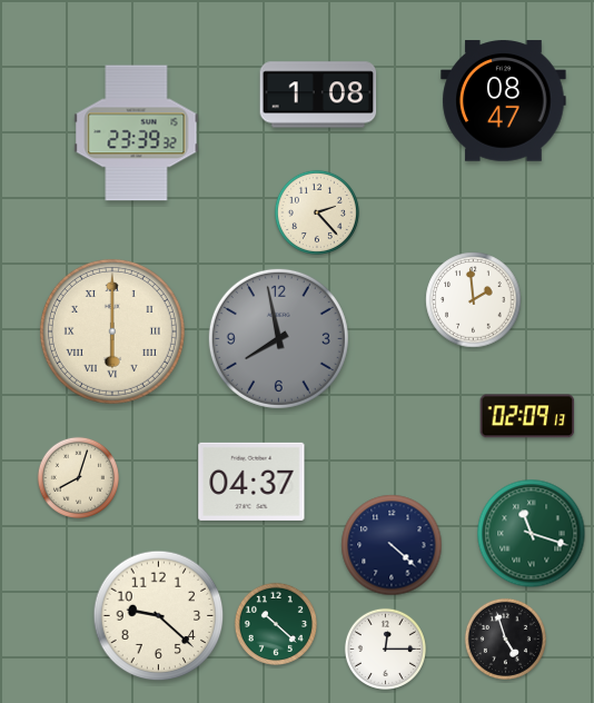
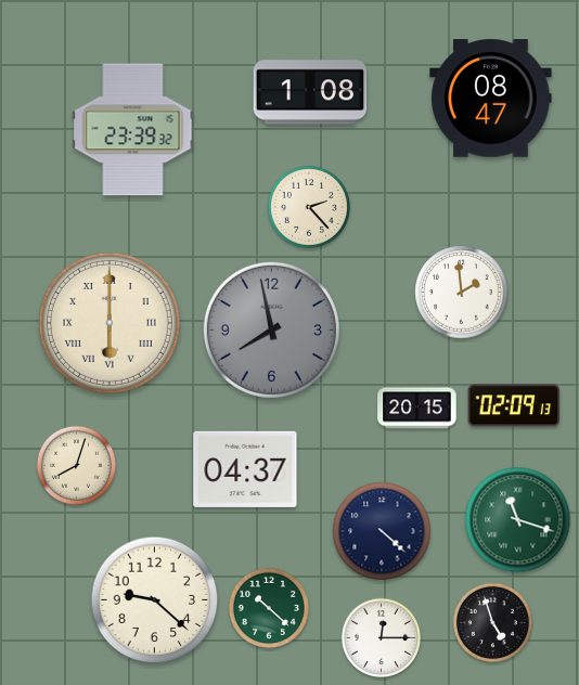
clock at (417, 409): none -> 20:15
clock at (385, 648) position: (385, 648) -> (381, 637)
